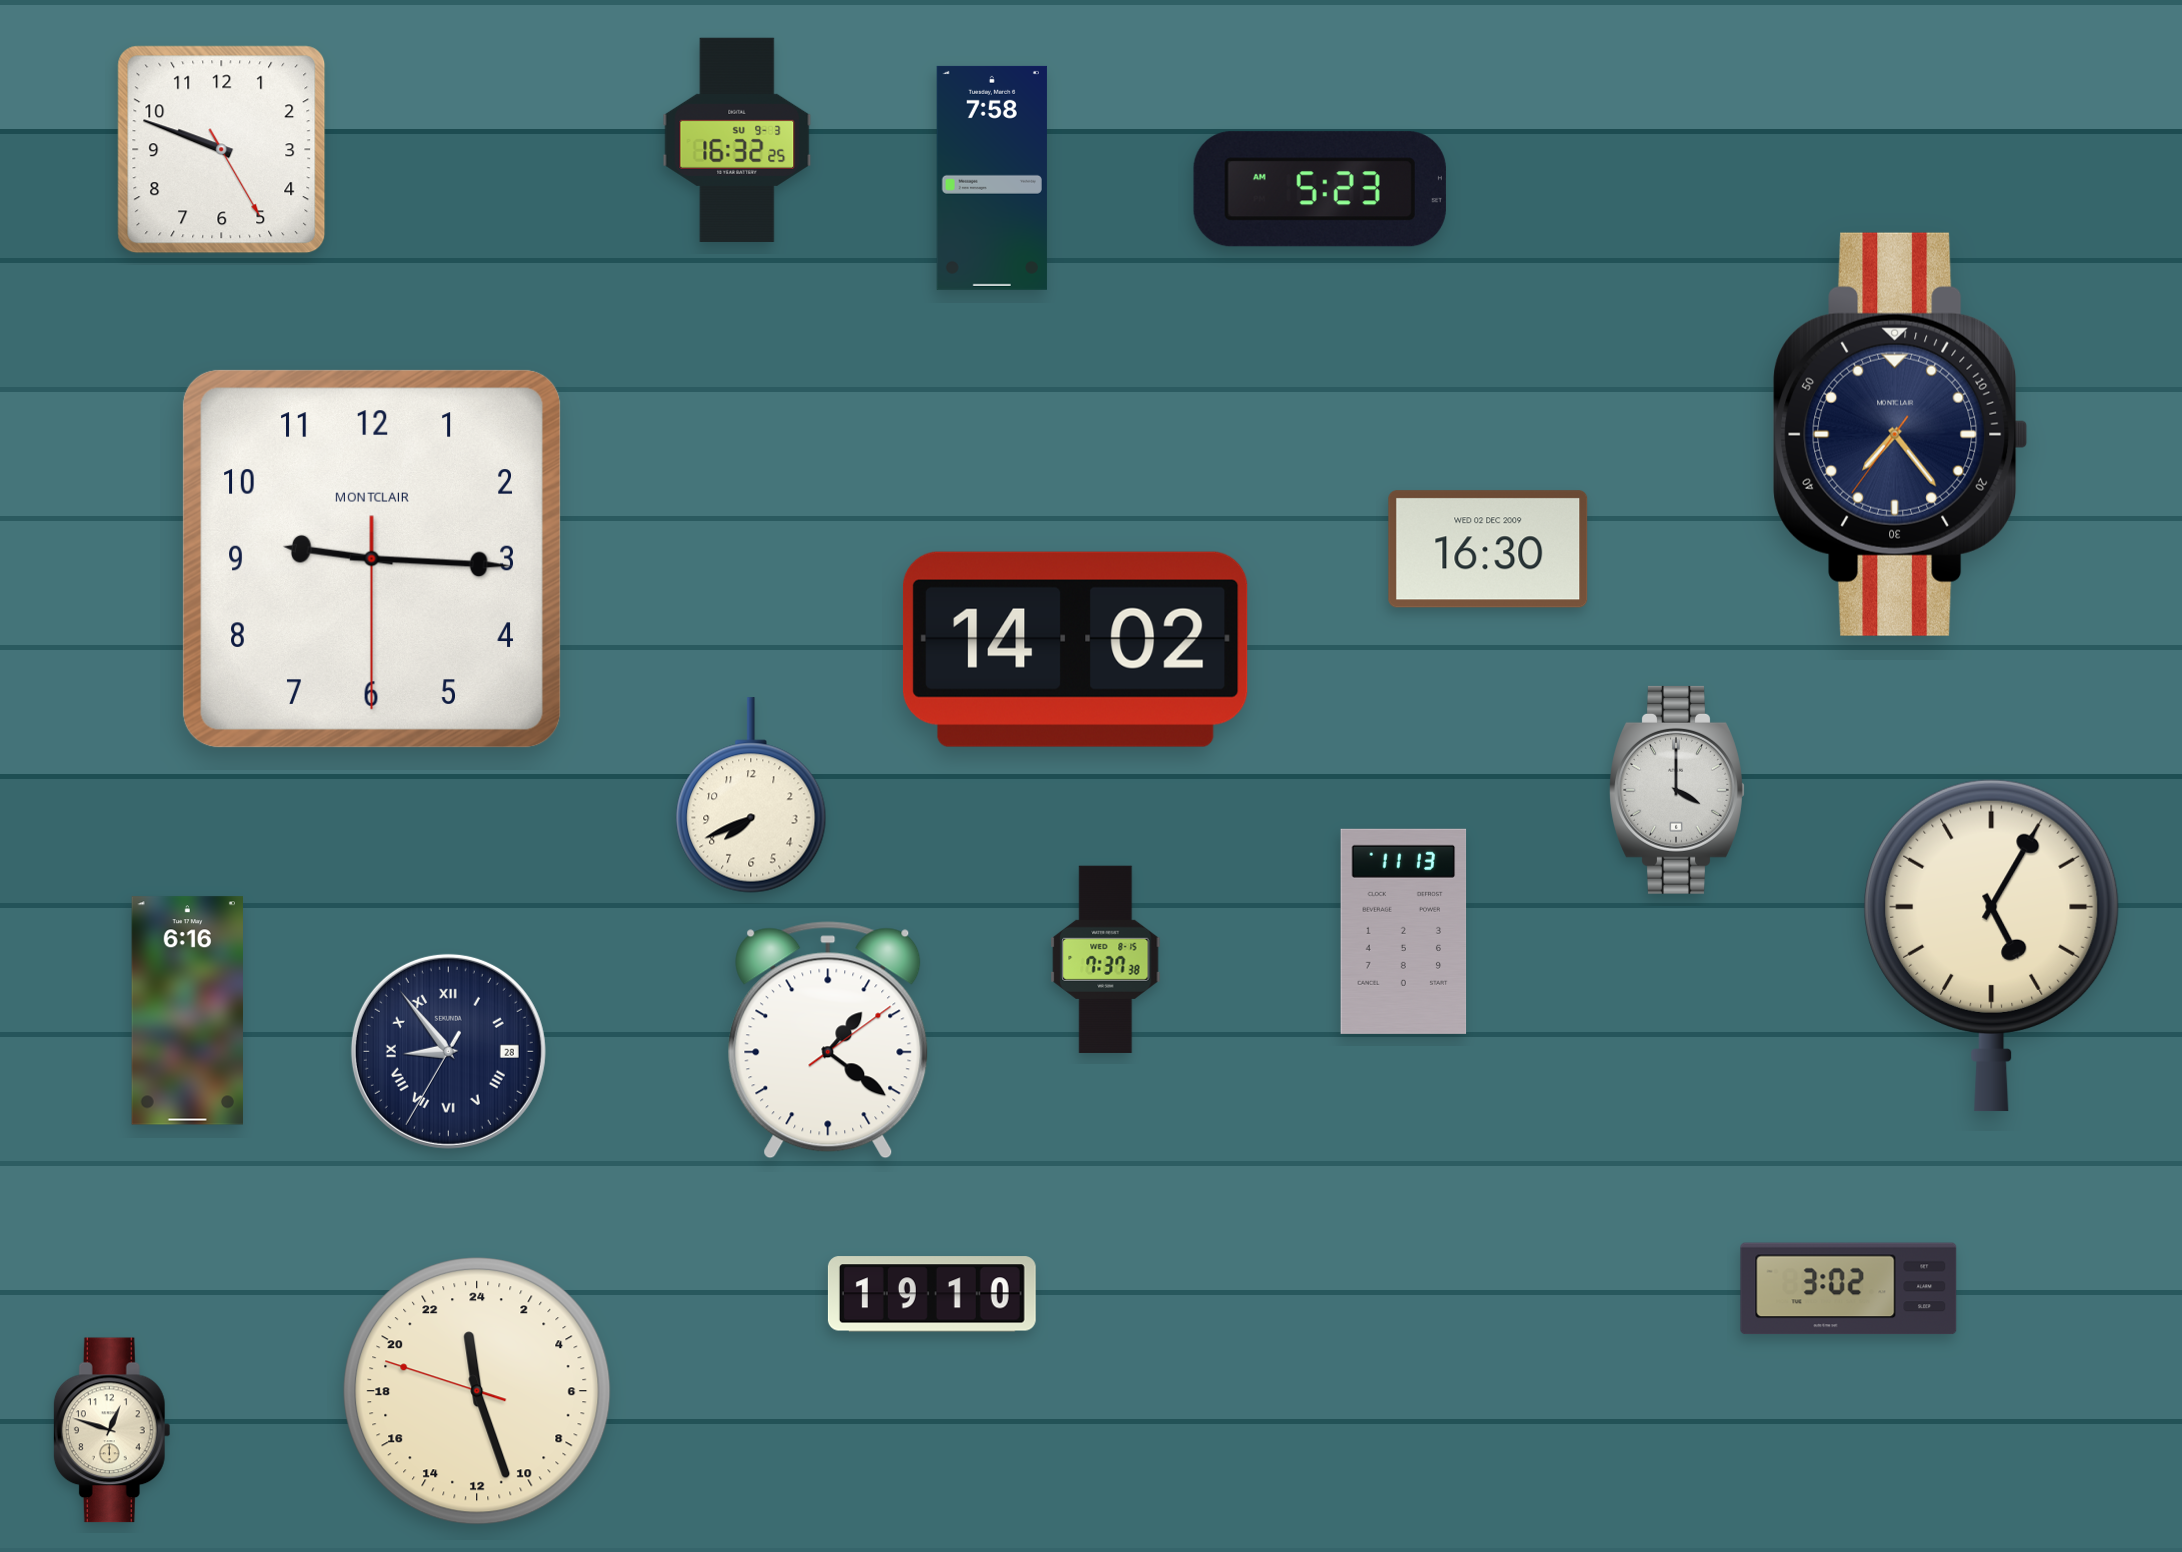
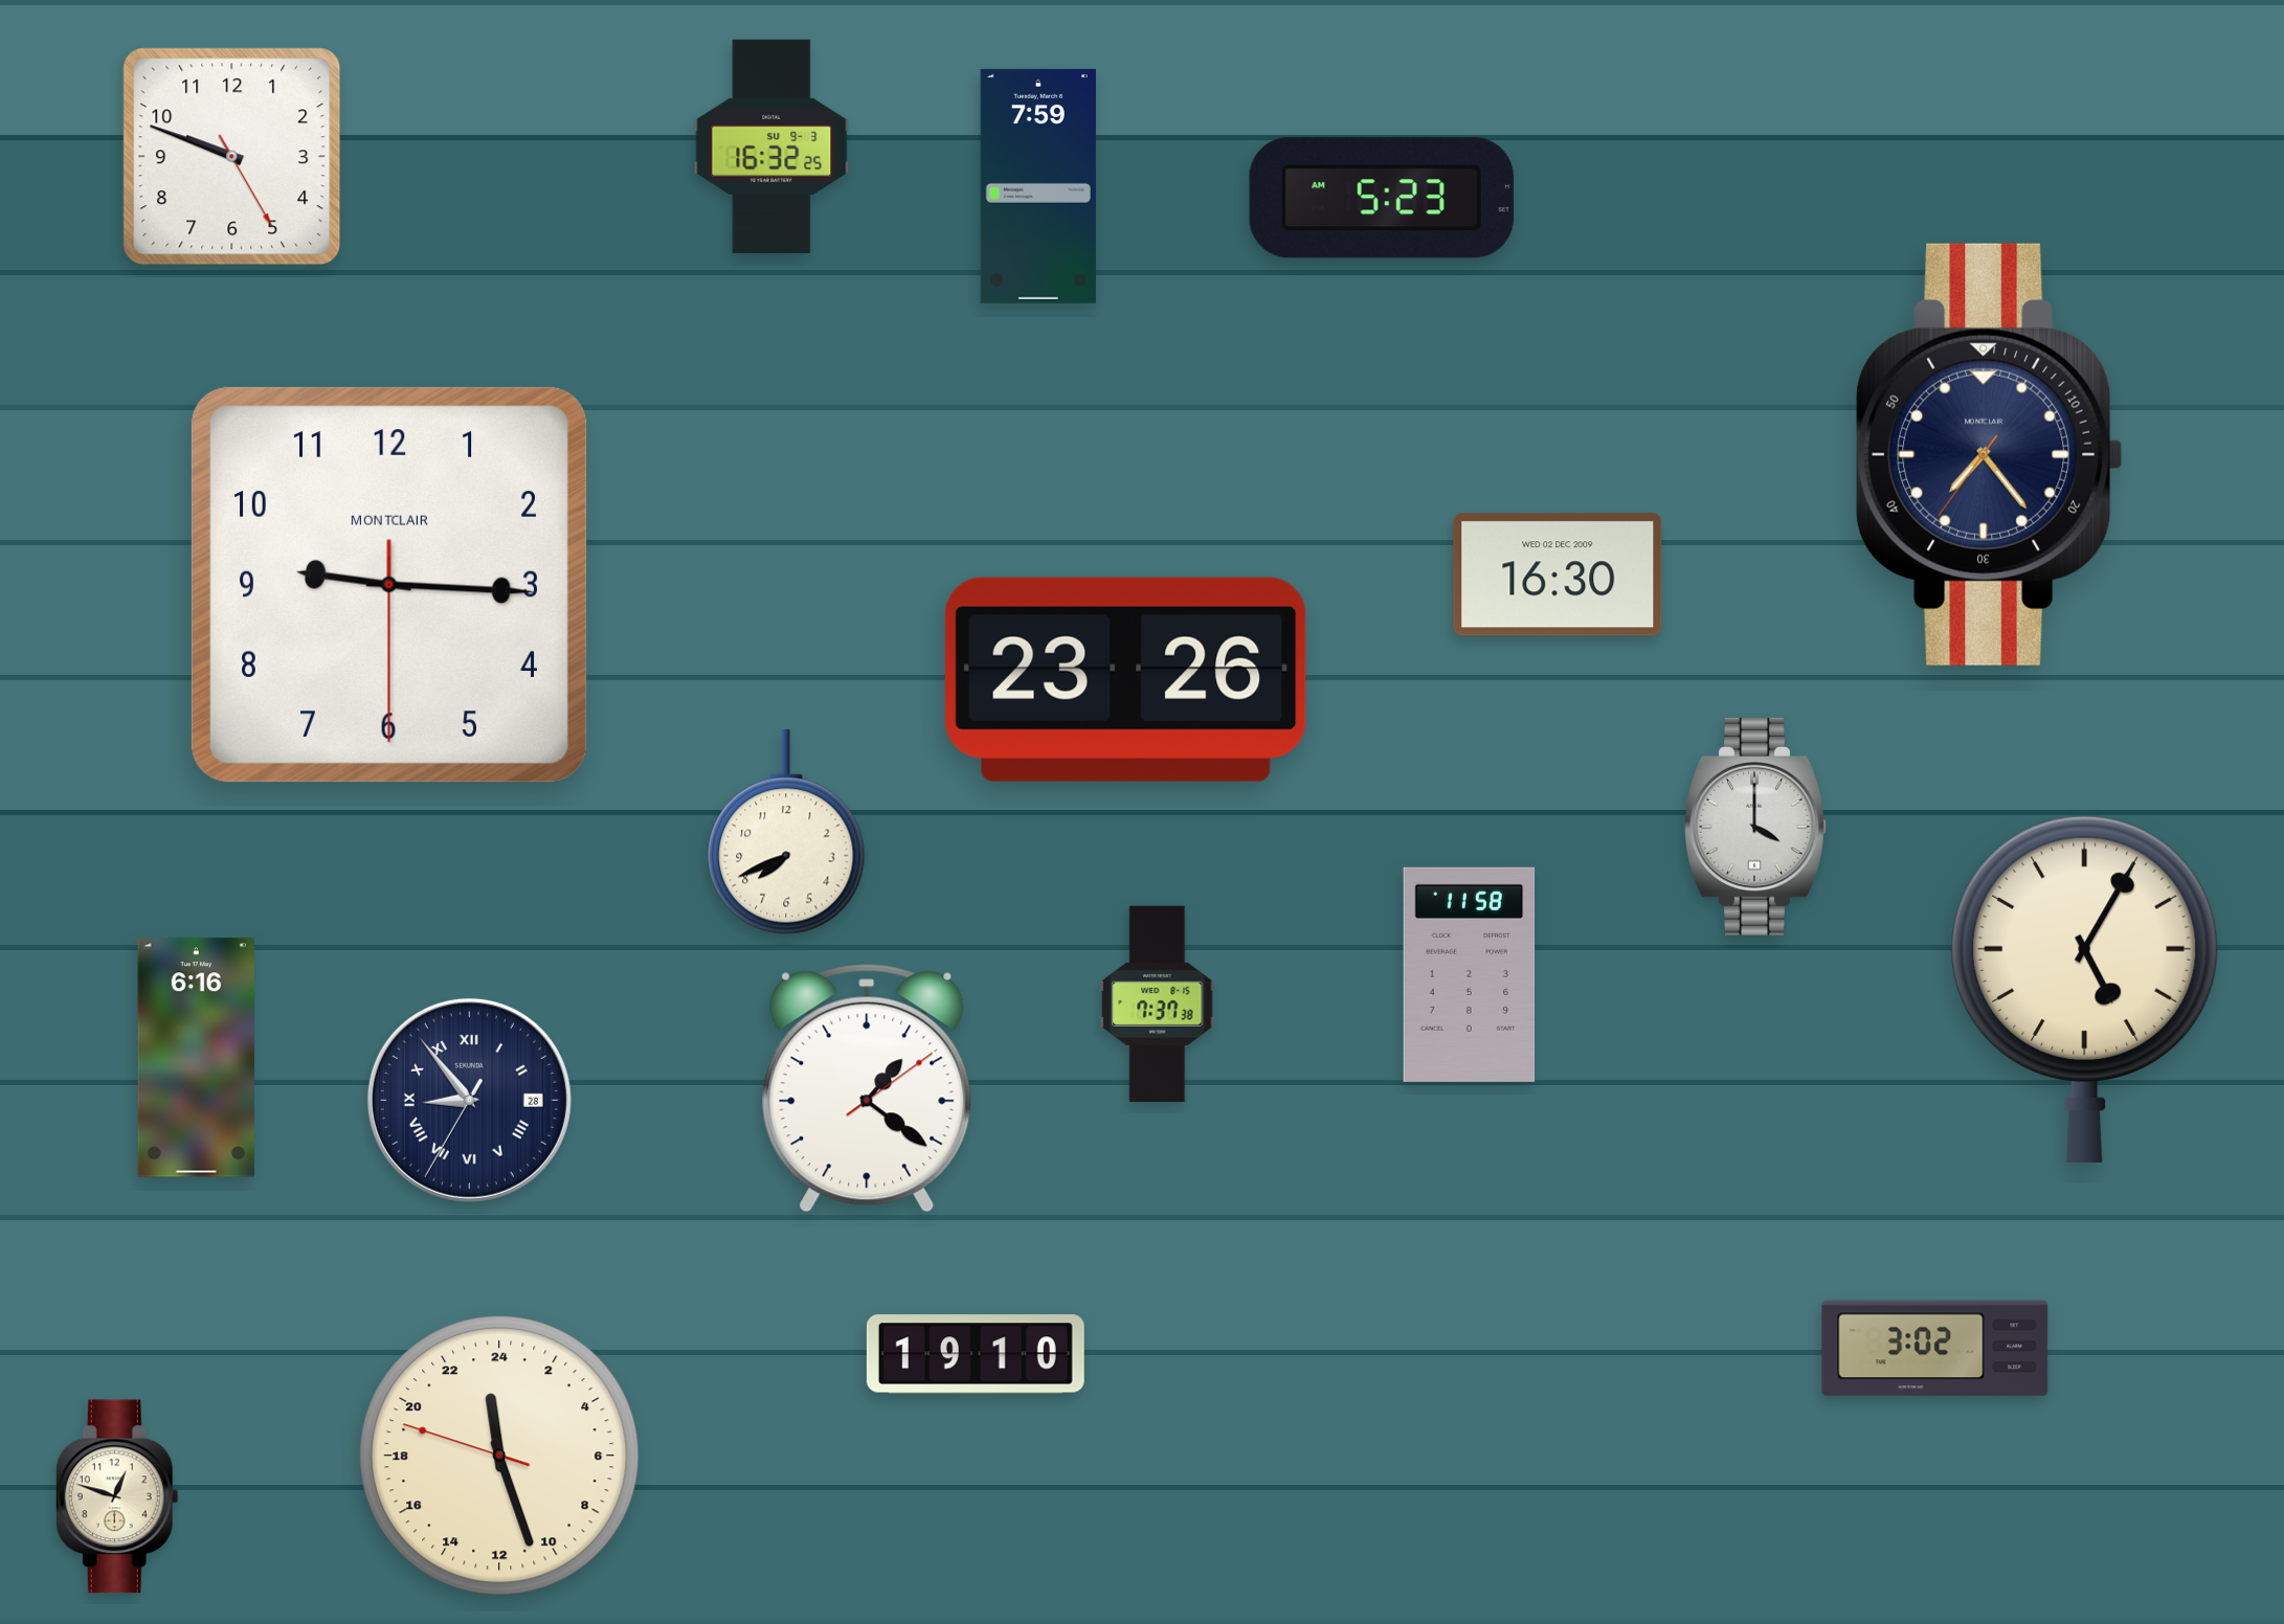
clock at (992, 178): 7:58 -> 7:59
clock at (1075, 649): 14:02 -> 23:26
clock at (1404, 931): 11:13 -> 11:58
